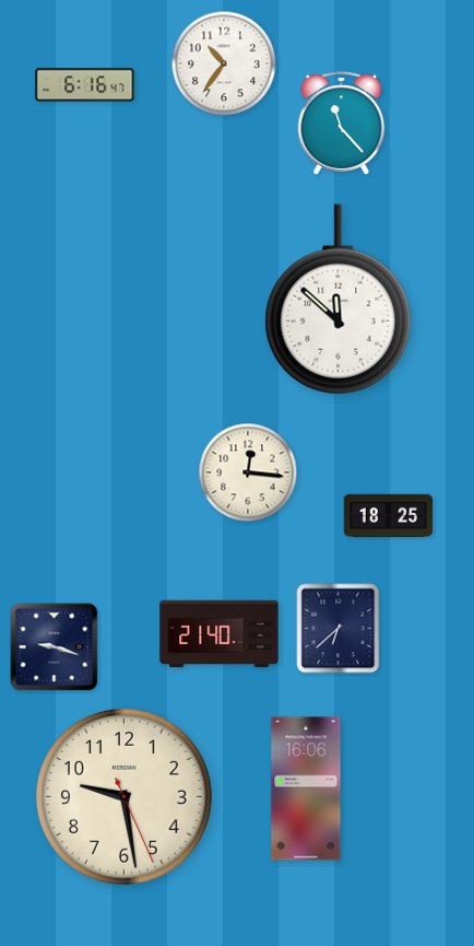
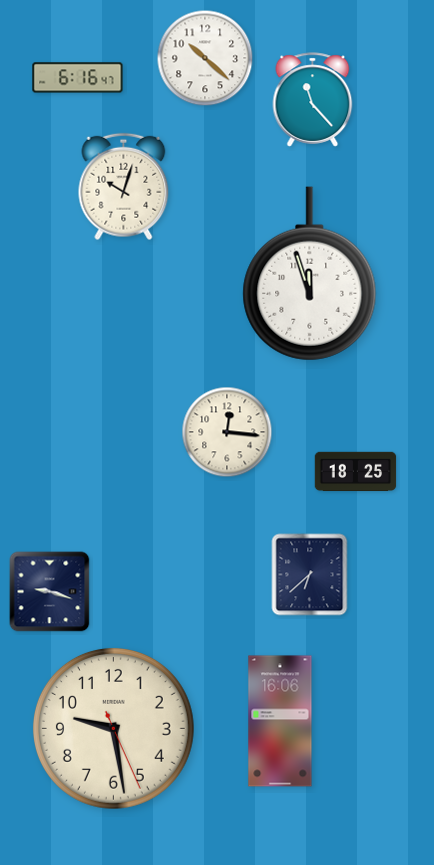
clock at (224, 63): 10:36 -> 10:22
clock at (342, 124) position: (342, 124) -> (313, 100)
clock at (124, 187): none -> 10:03
clock at (339, 300): 11:52 -> 11:57
clock at (220, 634): 21:40 -> none
